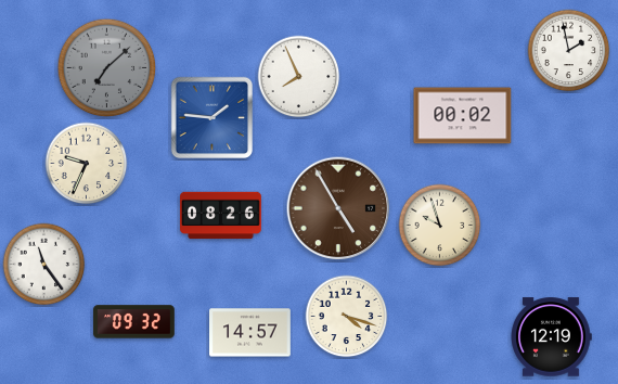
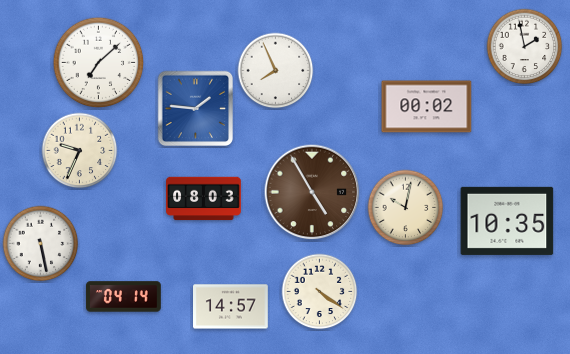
clock at (107, 68) dial: grey -> white
clock at (221, 216): 08:26 -> 08:03
clock at (440, 226): 9:57 -> 10:02
clock at (507, 221): none -> 10:35
clock at (44, 265): 11:24 -> 5:28
clock at (347, 317): 4:18 -> 4:21
clock at (134, 322): 09:32 -> 04:14
clock at (551, 337): 12:19 -> none
